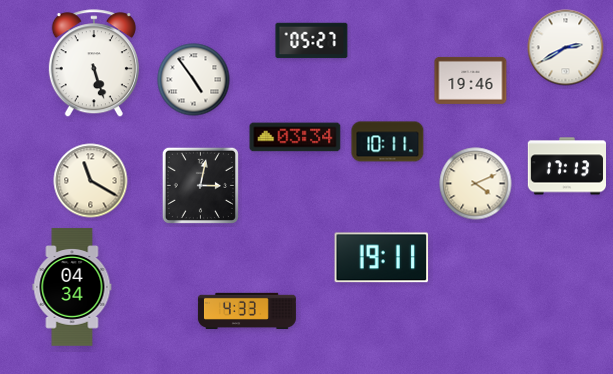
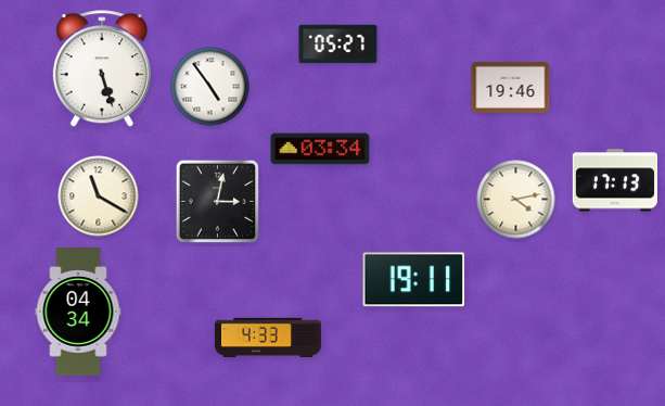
clock at (566, 48): 2:40 -> none
clock at (388, 142): 10:11 -> none
clock at (476, 184): 4:11 -> 4:13
